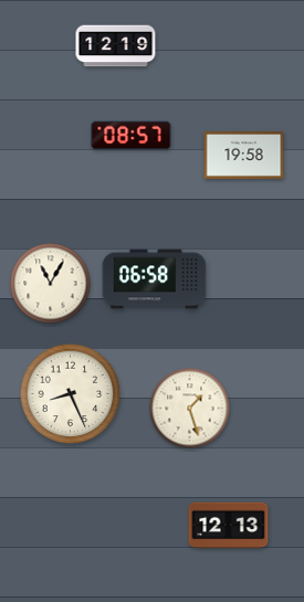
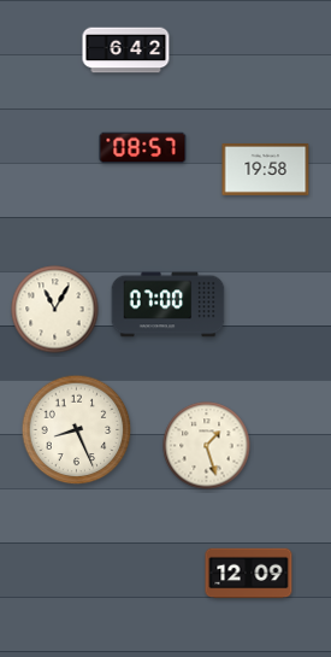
clock at (116, 46): 12:19 -> 6:42
clock at (155, 279): 06:58 -> 07:00
clock at (229, 526): 12:13 -> 12:09
